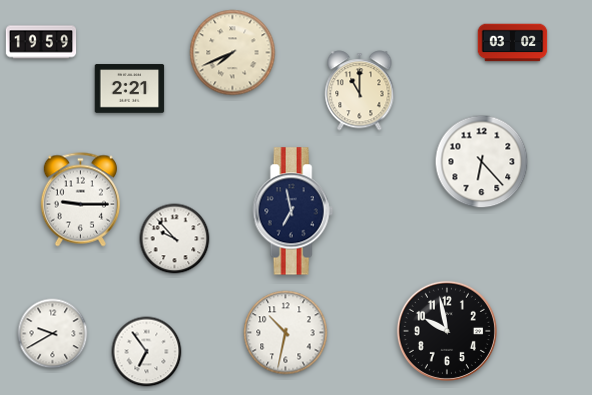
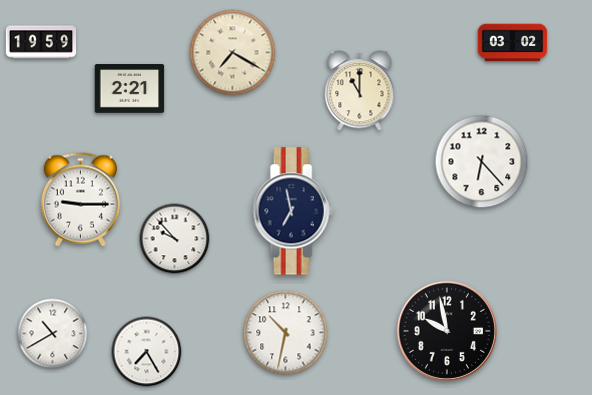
clock at (233, 53): 7:41 -> 7:20
clock at (53, 334): 9:40 -> 10:40
clock at (147, 352): 6:54 -> 7:25
